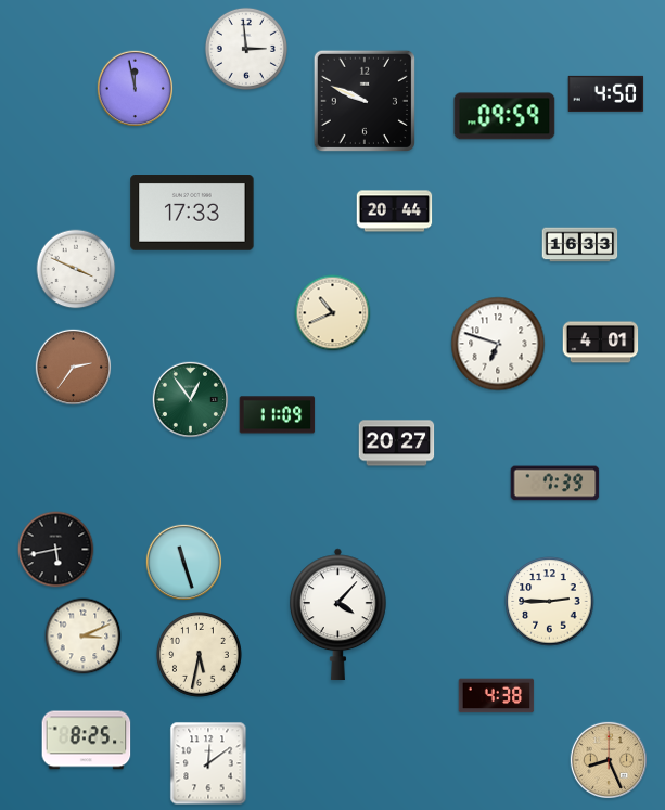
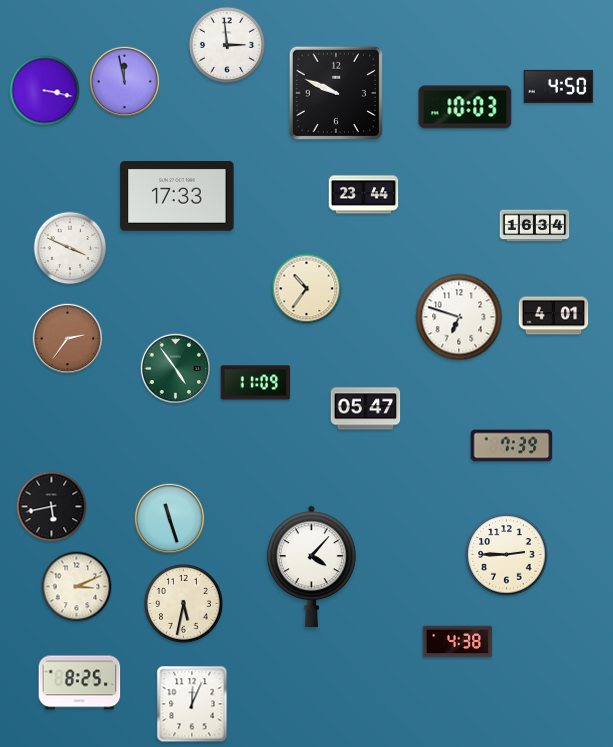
clock at (45, 91): none -> 3:17
clock at (504, 116): 09:59 -> 10:03
clock at (395, 211): 20:44 -> 23:44
clock at (580, 245): 16:33 -> 16:34
clock at (333, 313): 10:41 -> 10:36
clock at (191, 400): 12:54 -> 4:54
clock at (397, 443): 20:27 -> 05:47
clock at (608, 759): 8:26 -> none
clock at (208, 763): 12:09 -> 12:04
